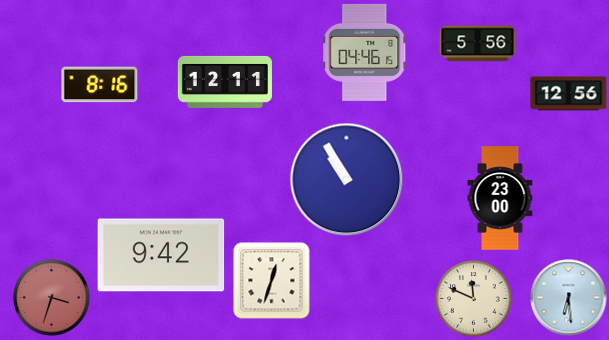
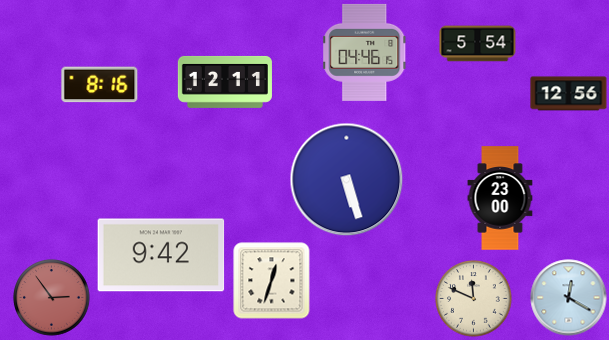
clock at (478, 44): 5:56 -> 5:54
clock at (347, 180): 10:55 -> 5:27
clock at (52, 298): 3:33 -> 2:54
clock at (569, 298): 6:29 -> 12:20
